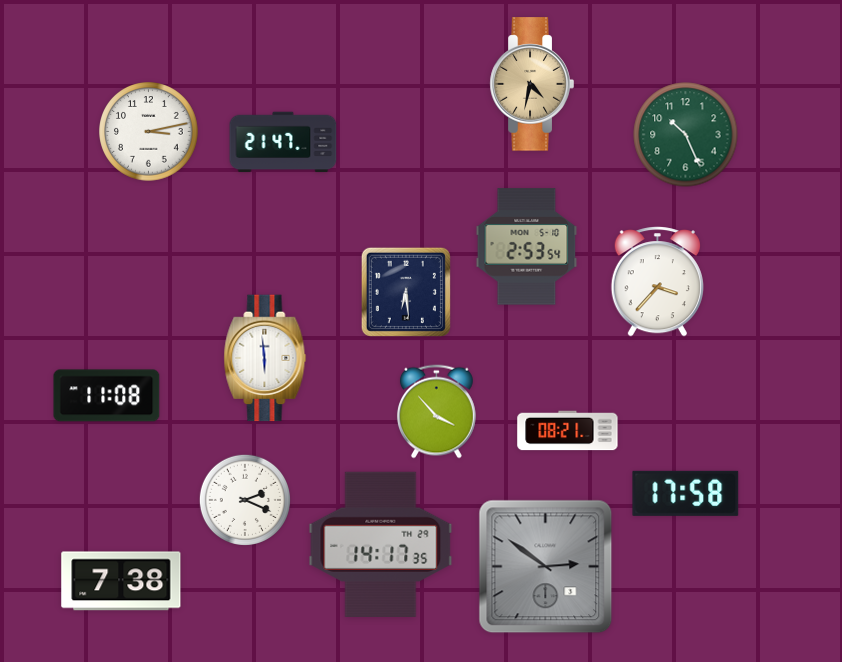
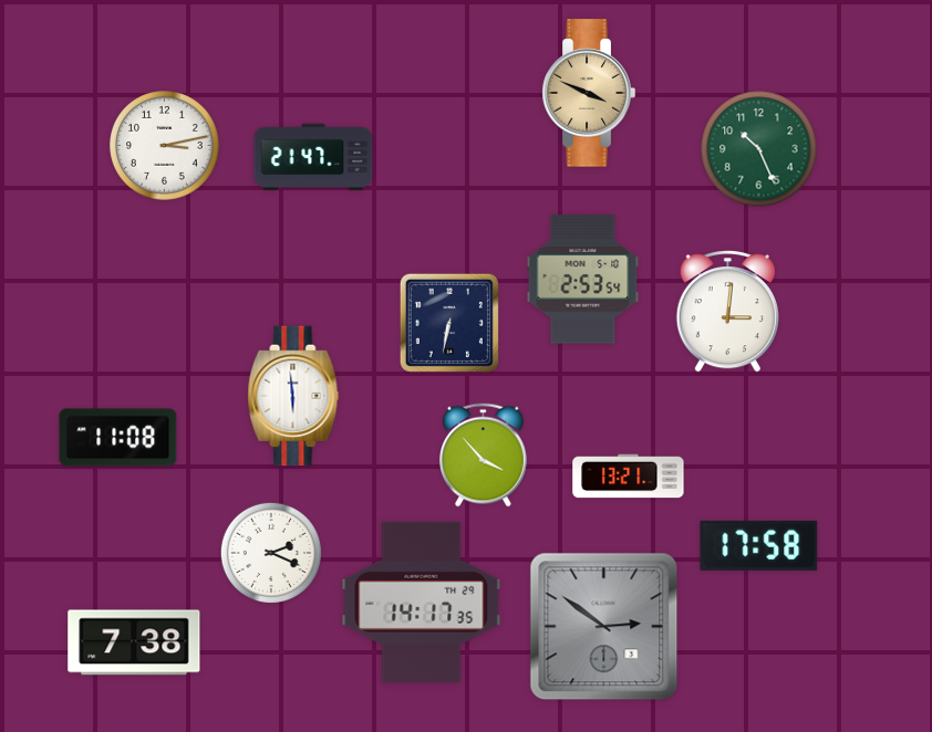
clock at (532, 84): 4:32 -> 3:49
clock at (527, 247) position: (527, 247) -> (583, 280)
clock at (657, 282): 3:37 -> 3:01
clock at (406, 292): 6:29 -> 6:32
clock at (568, 431): 08:21 -> 13:21
